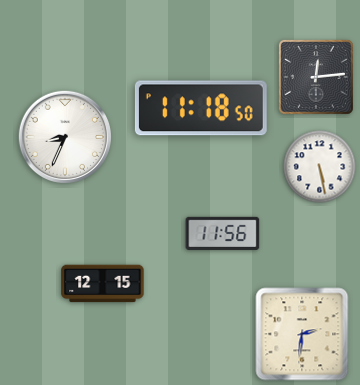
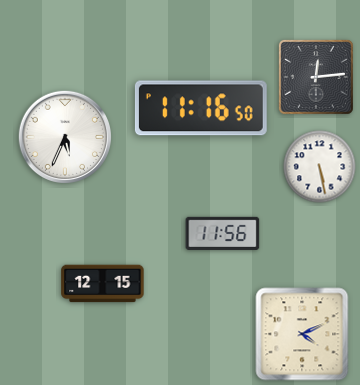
clock at (201, 108): 11:18 -> 11:16
clock at (64, 136): 8:34 -> 5:34
clock at (302, 334): 2:31 -> 4:11
